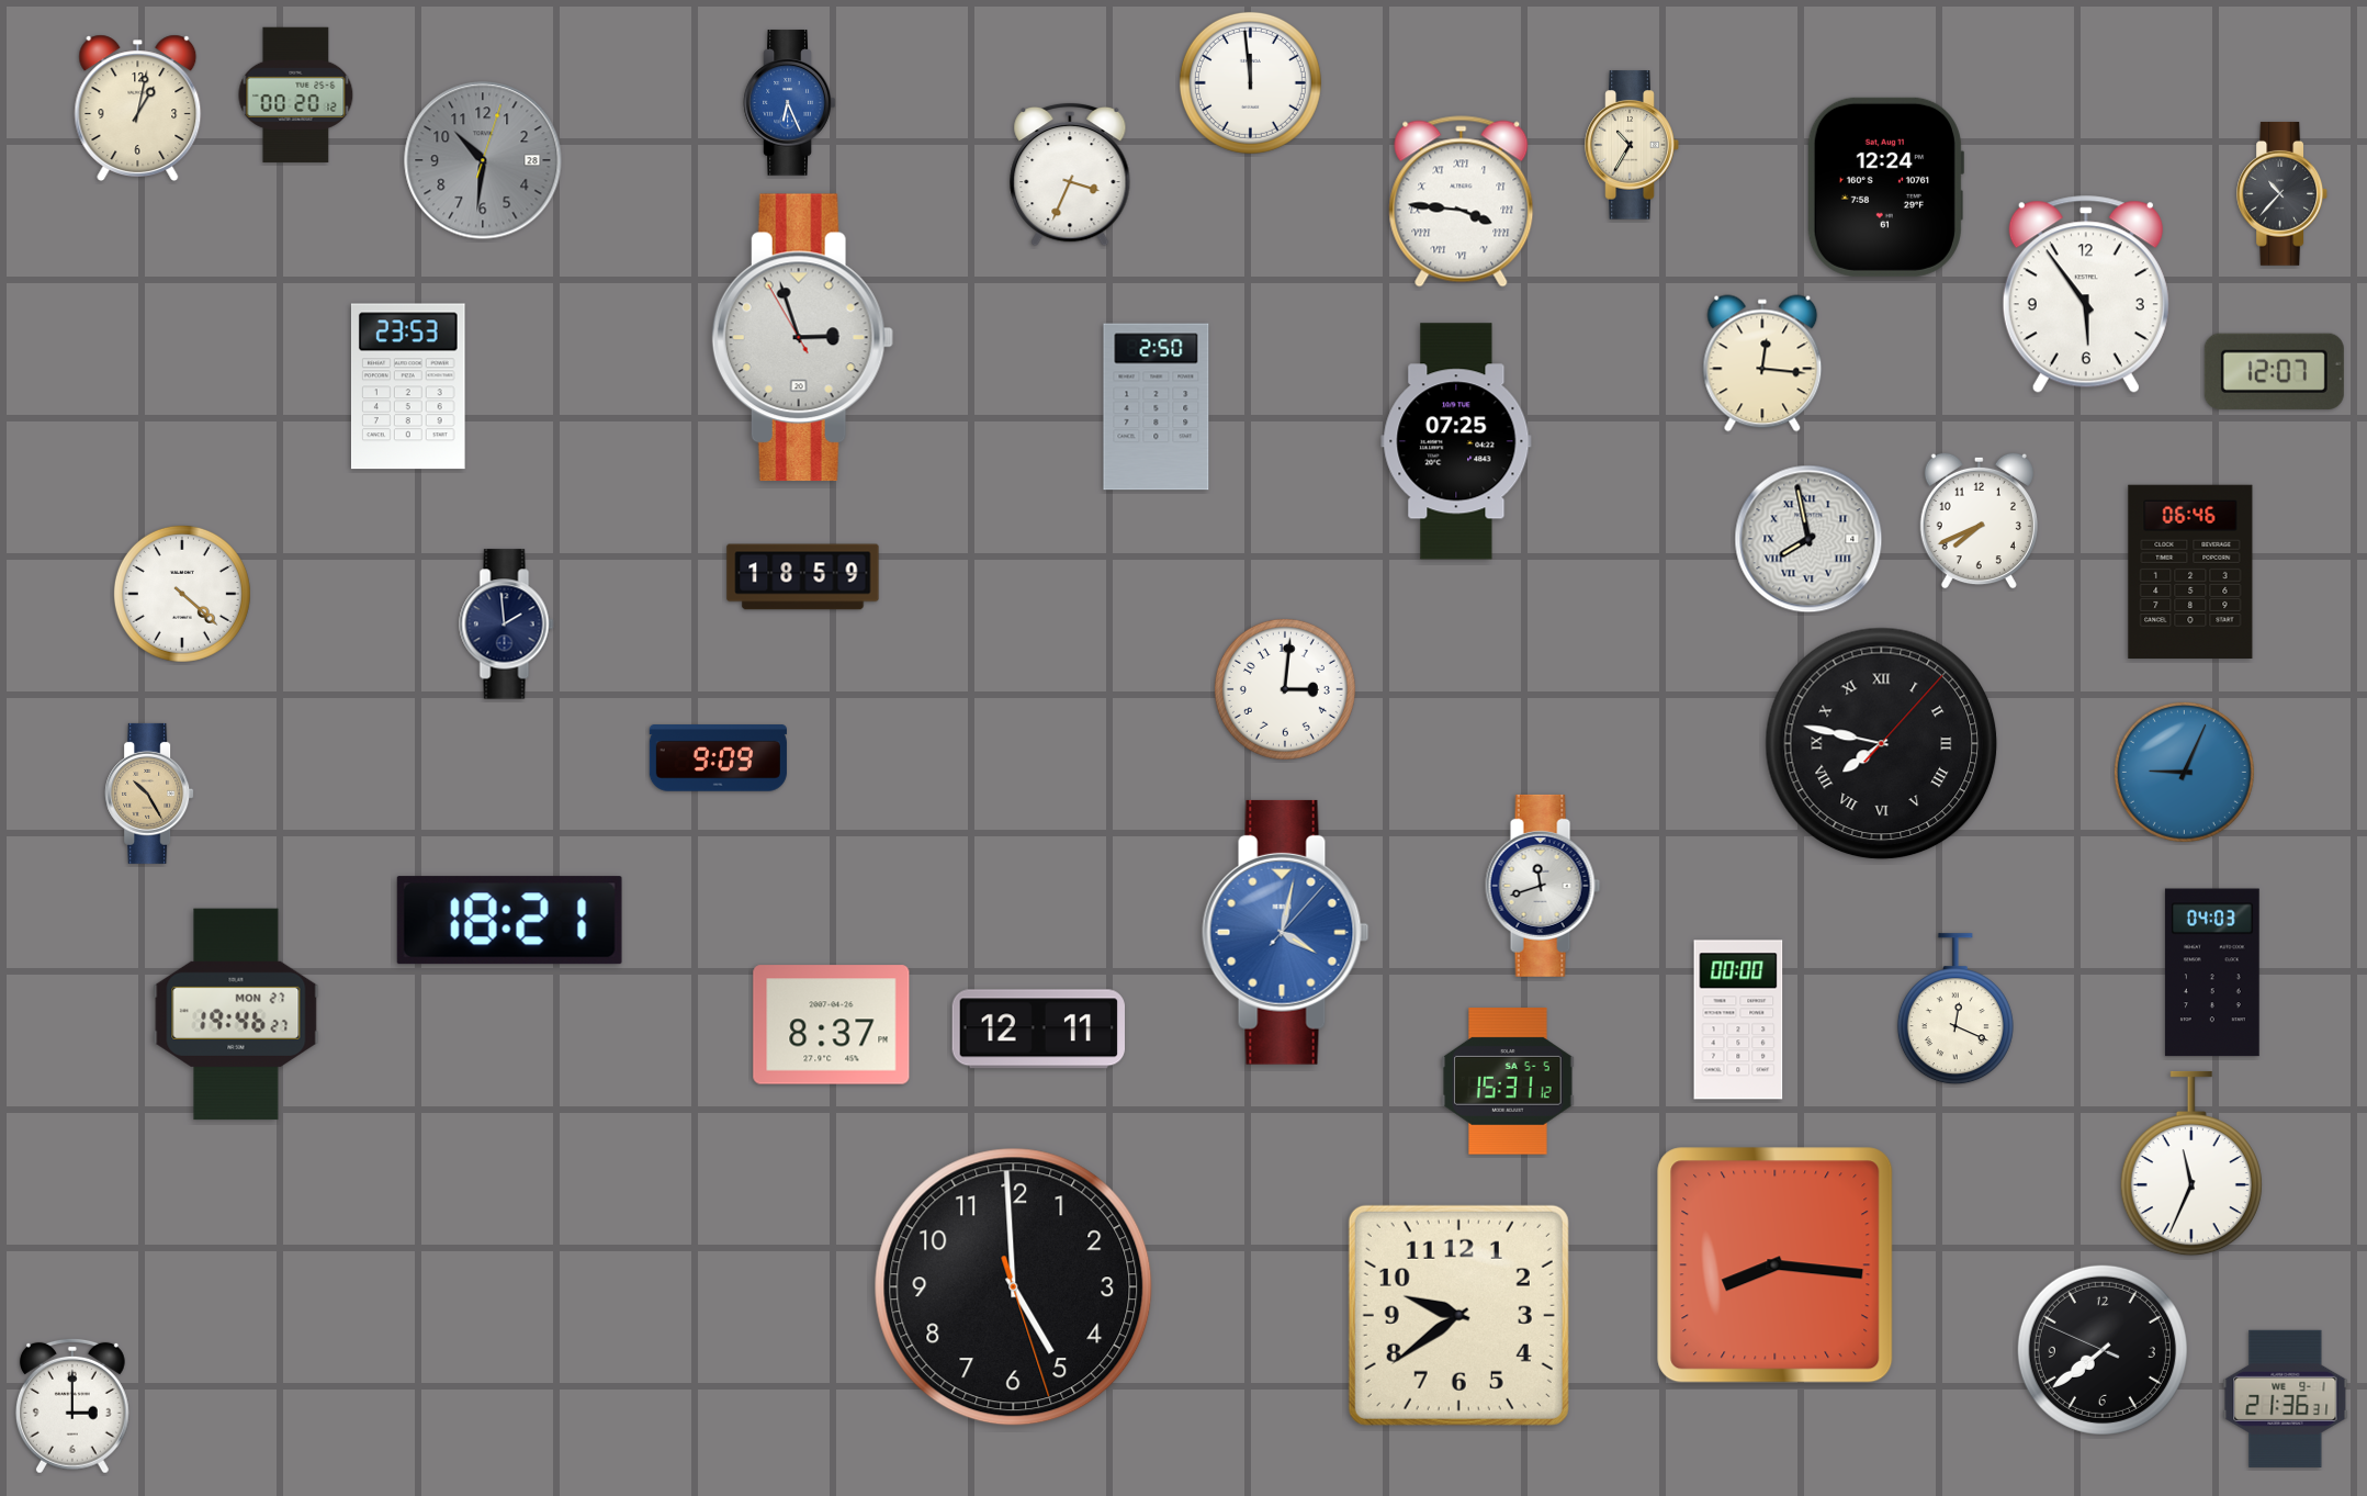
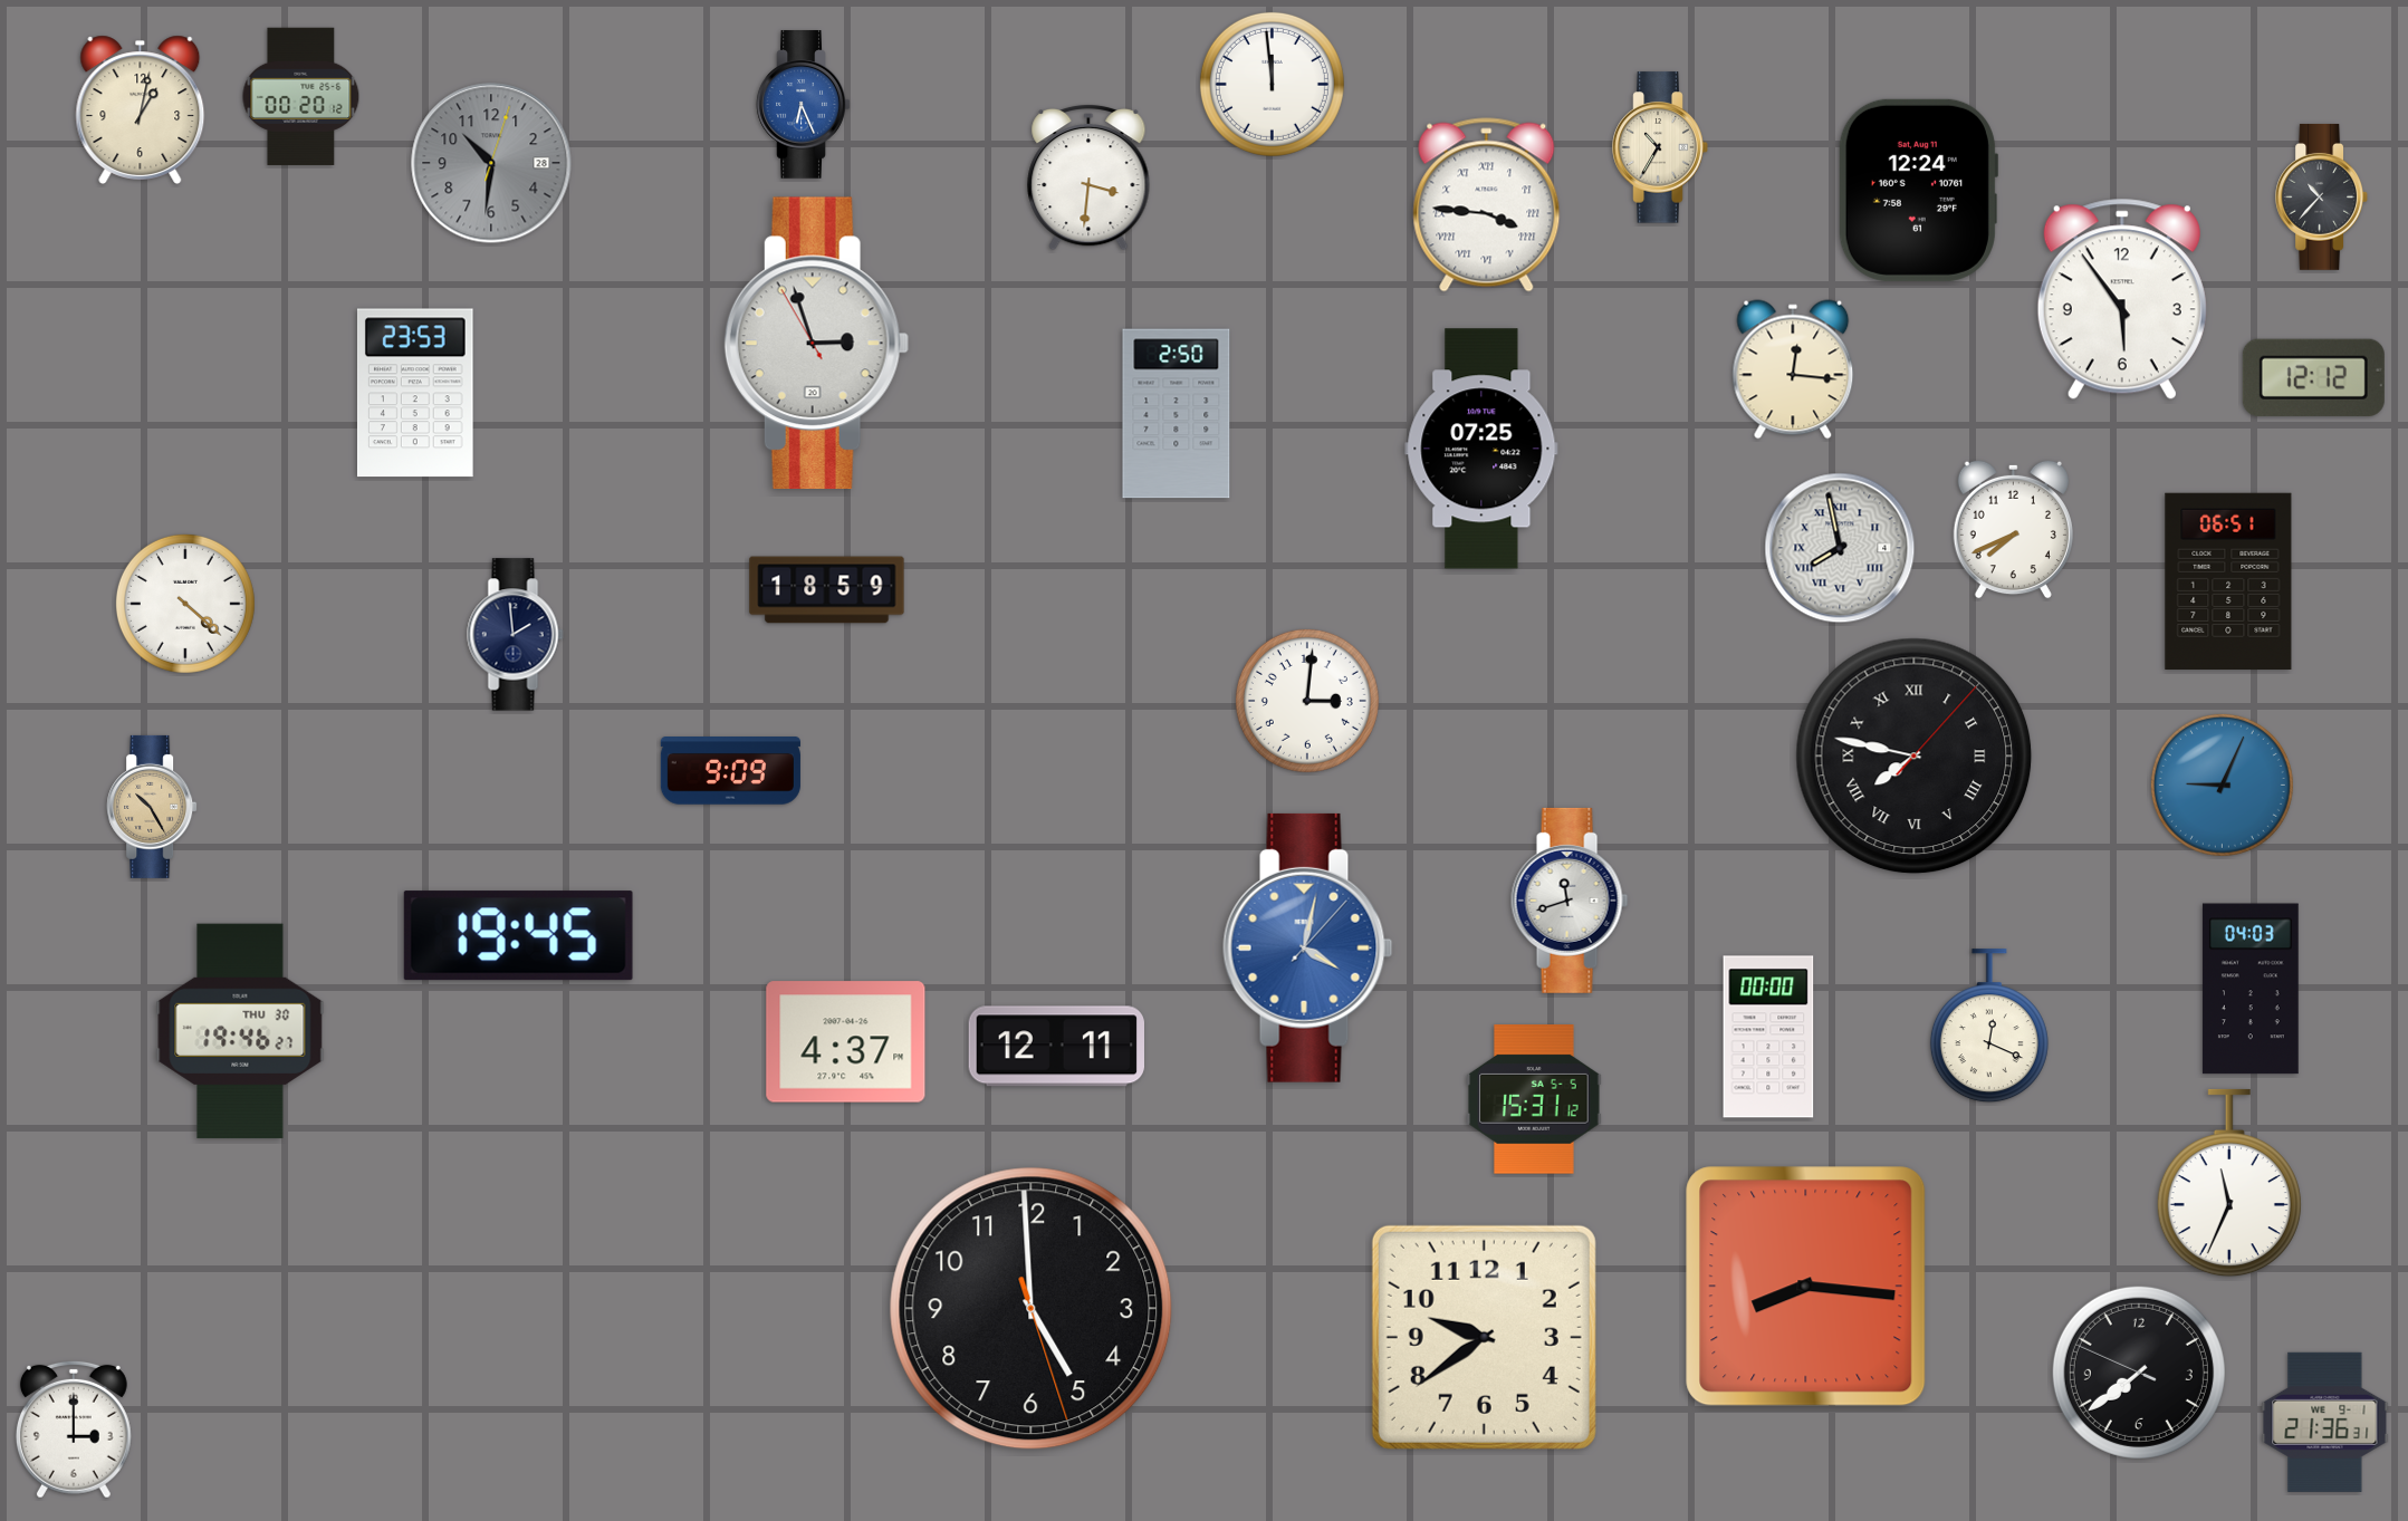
clock at (1070, 175): 3:34 -> 3:31
clock at (2274, 371): 12:07 -> 12:12
clock at (2190, 571): 06:46 -> 06:51
clock at (803, 577) position: (803, 577) -> (827, 590)
clock at (509, 921): 18:21 -> 19:45
clock at (236, 1014) date: MON 27 -> THU 30
clock at (832, 1025): 8:37 -> 4:37
